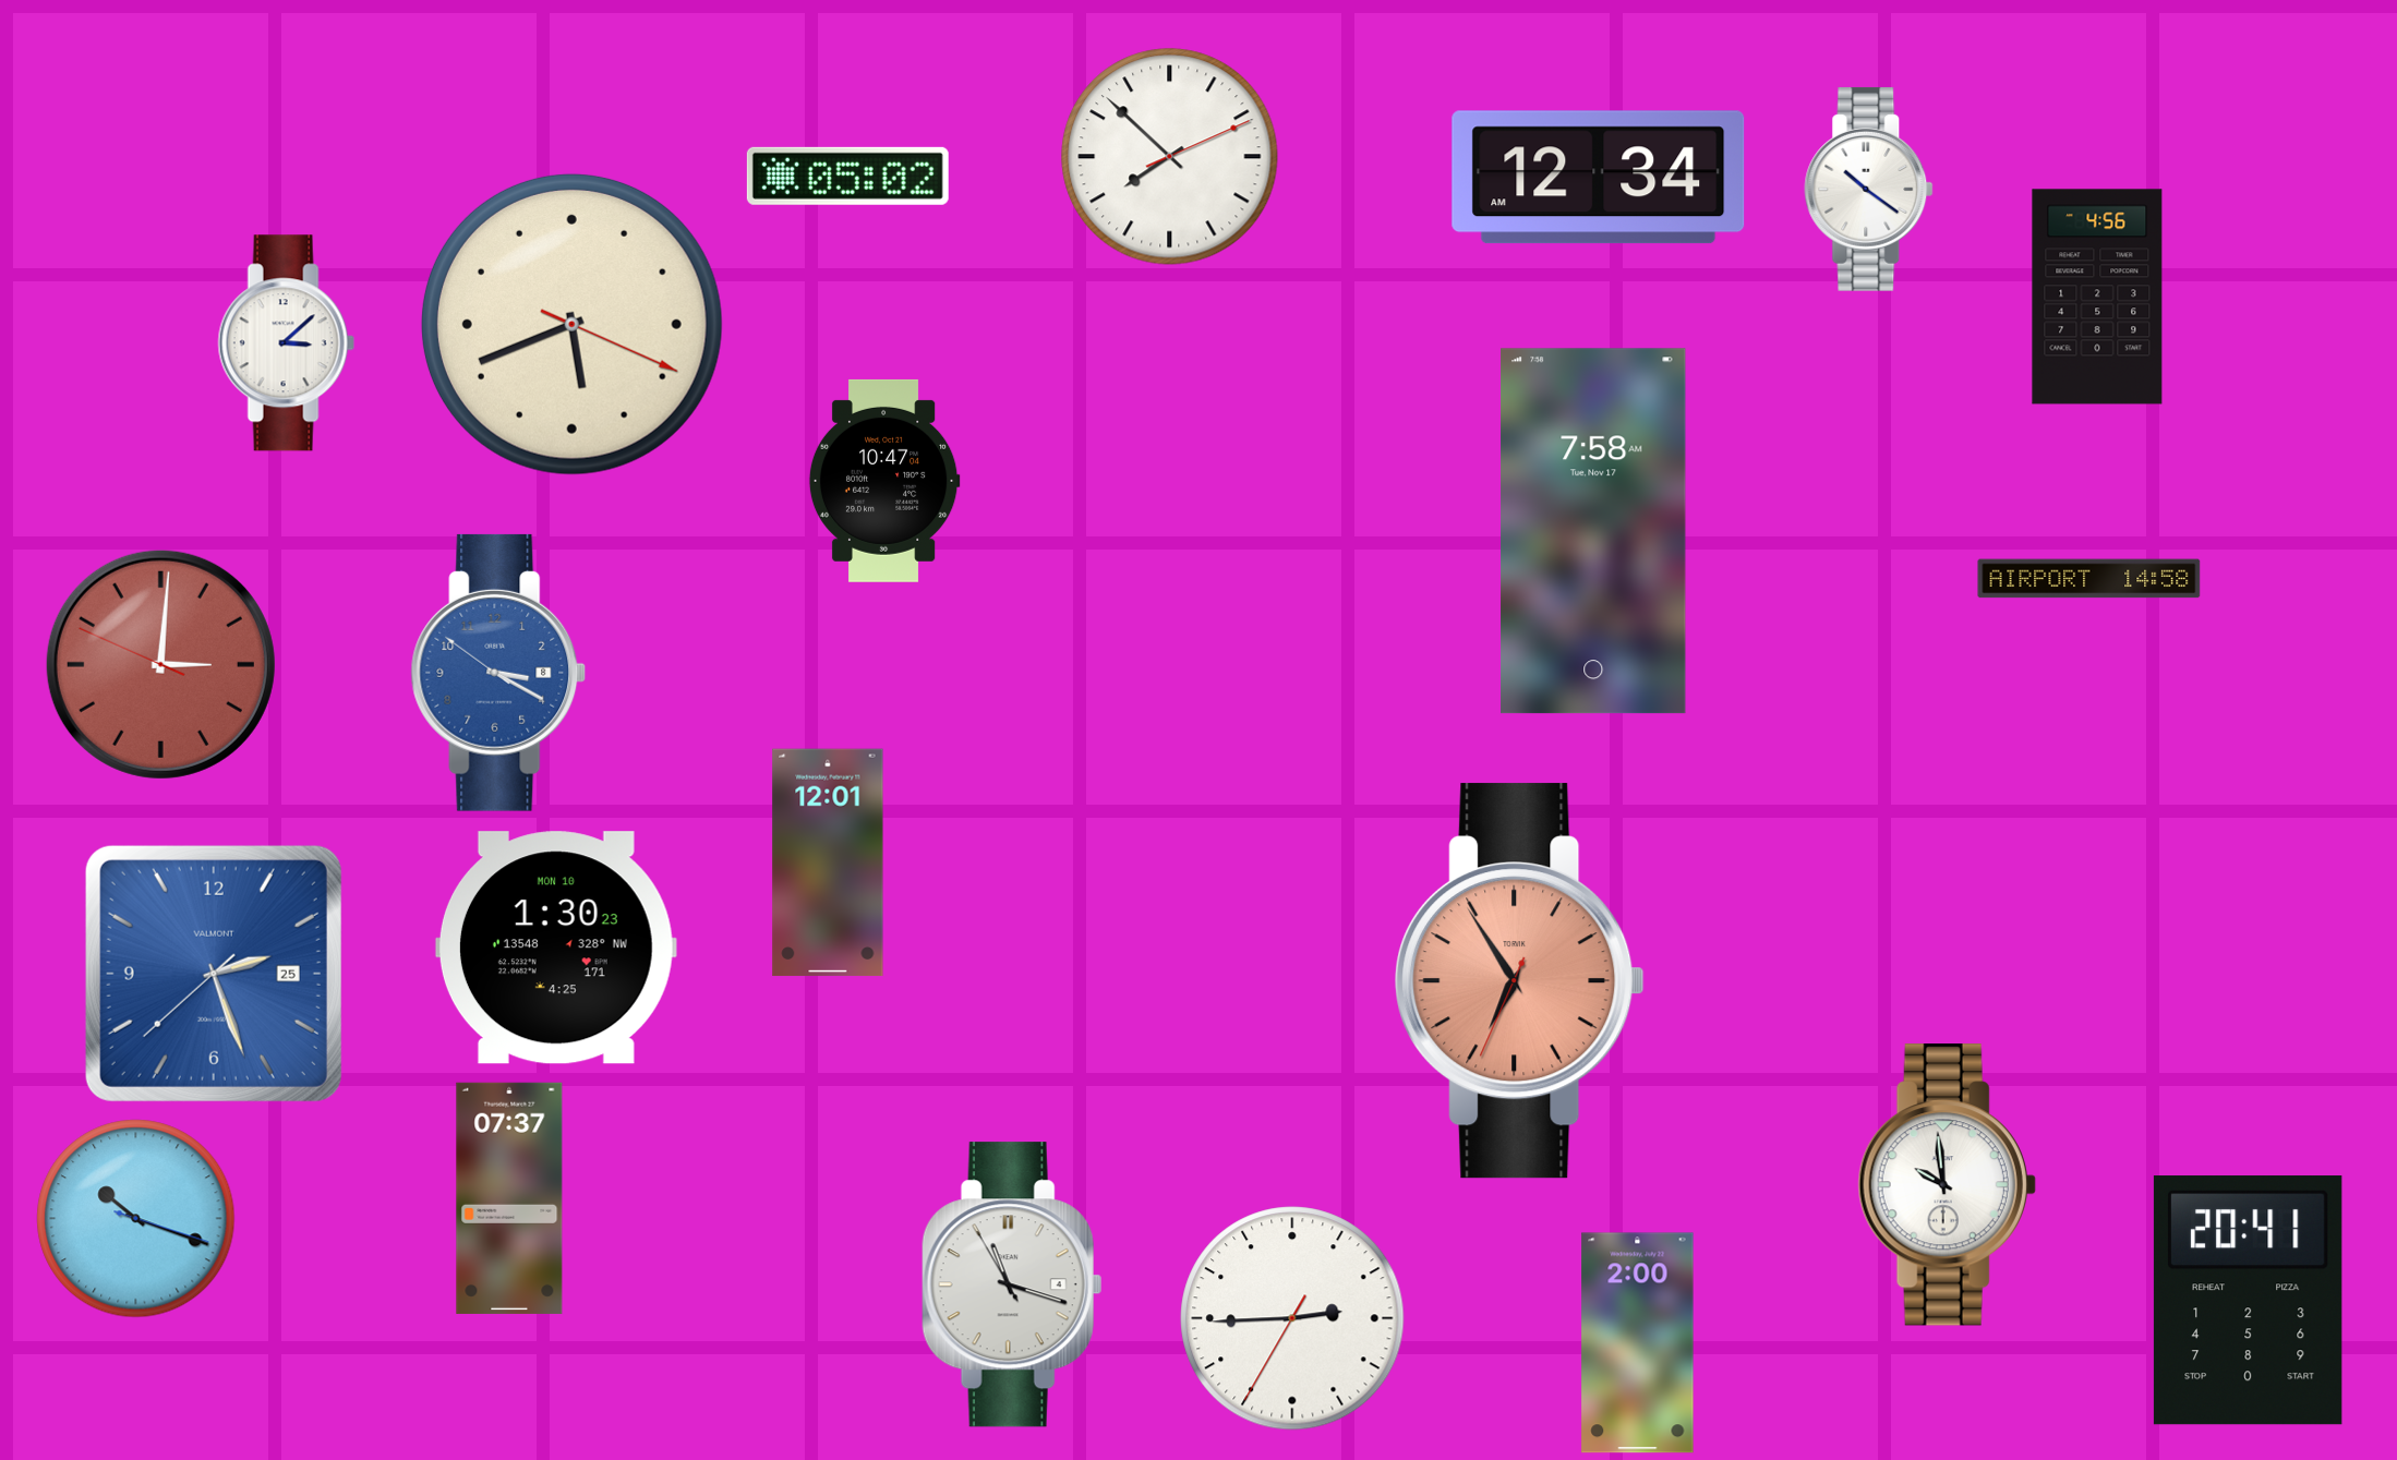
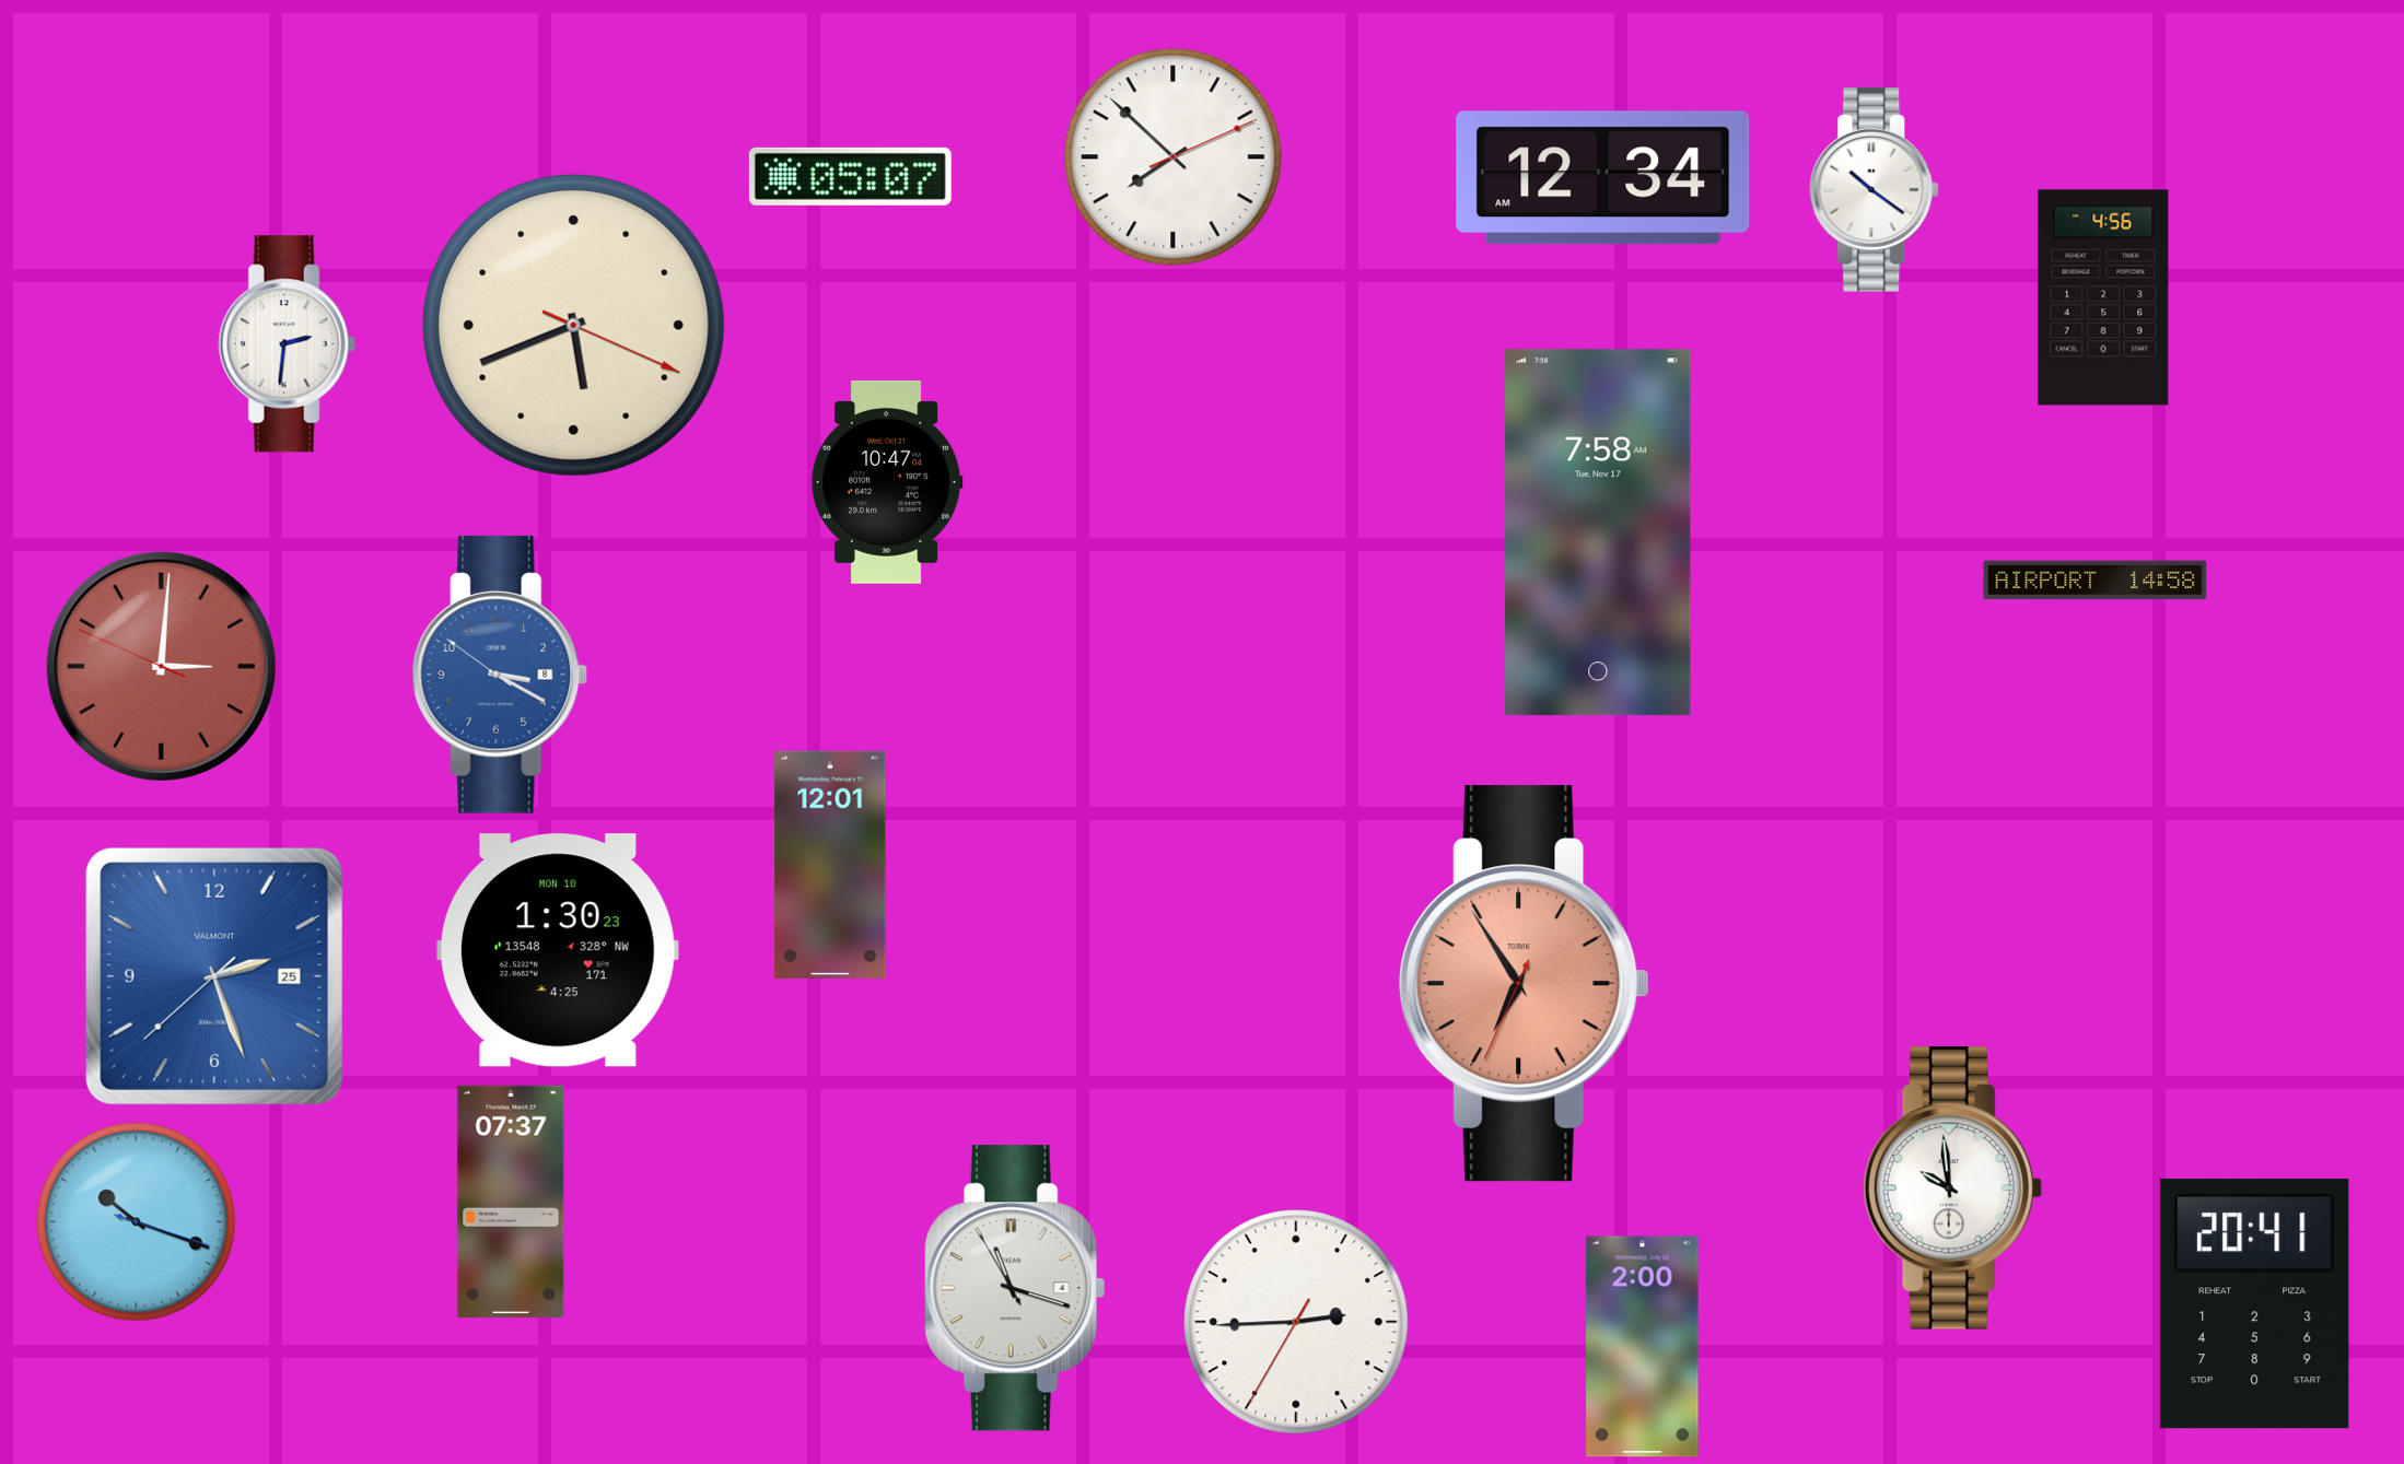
clock at (847, 176): 05:02 -> 05:07
clock at (286, 343): 3:08 -> 2:31
